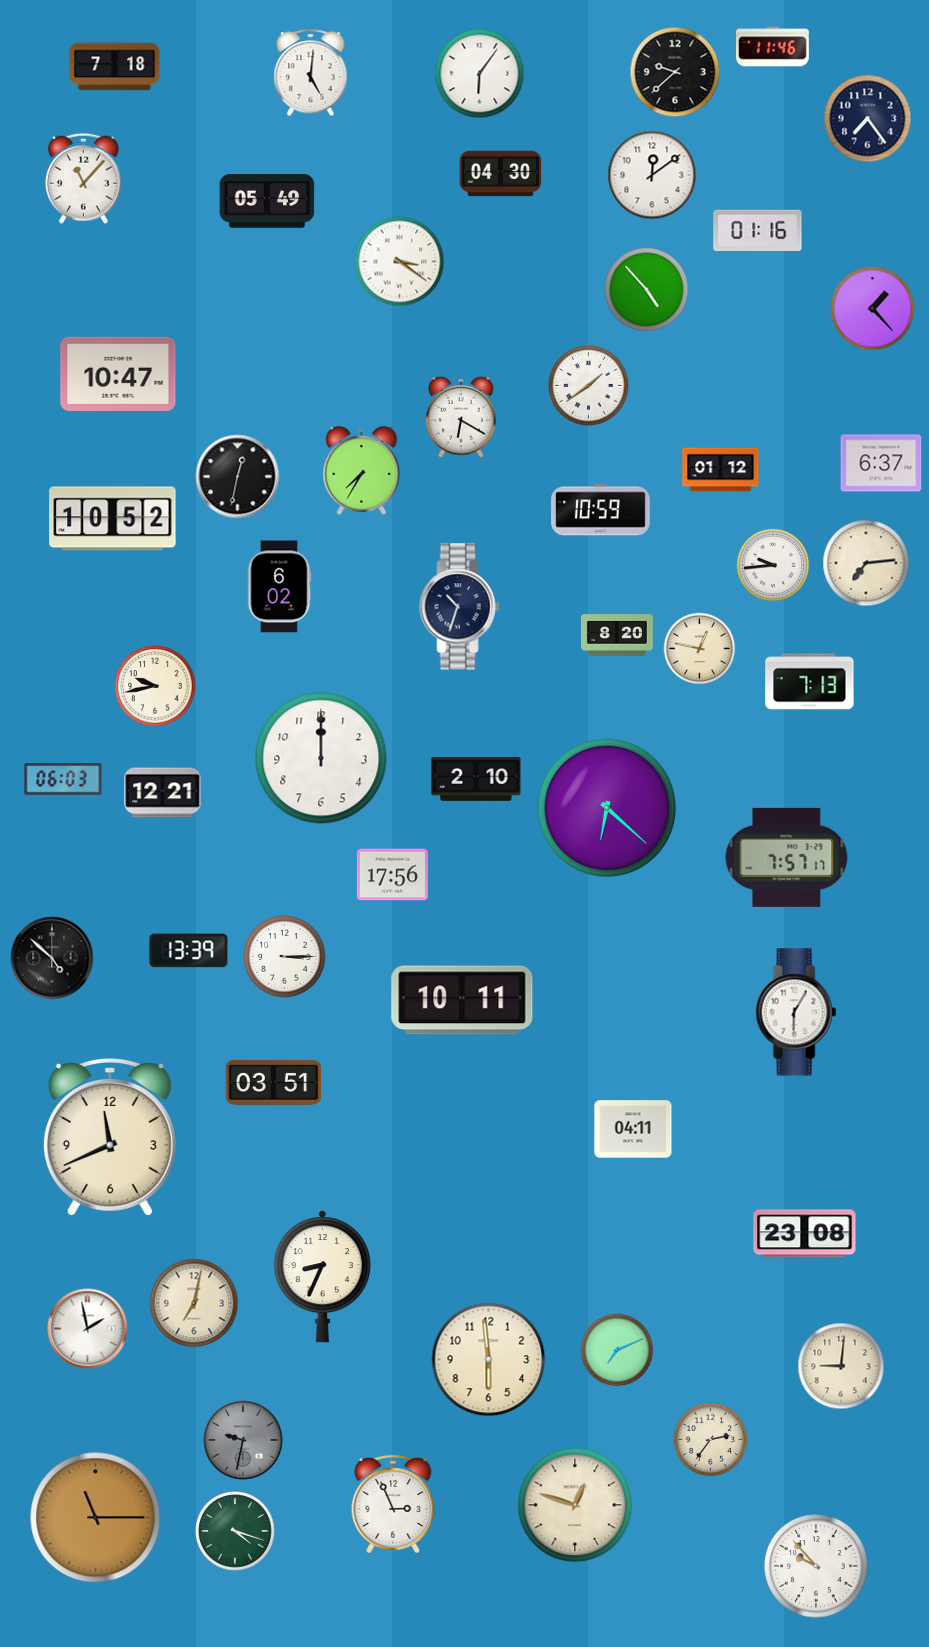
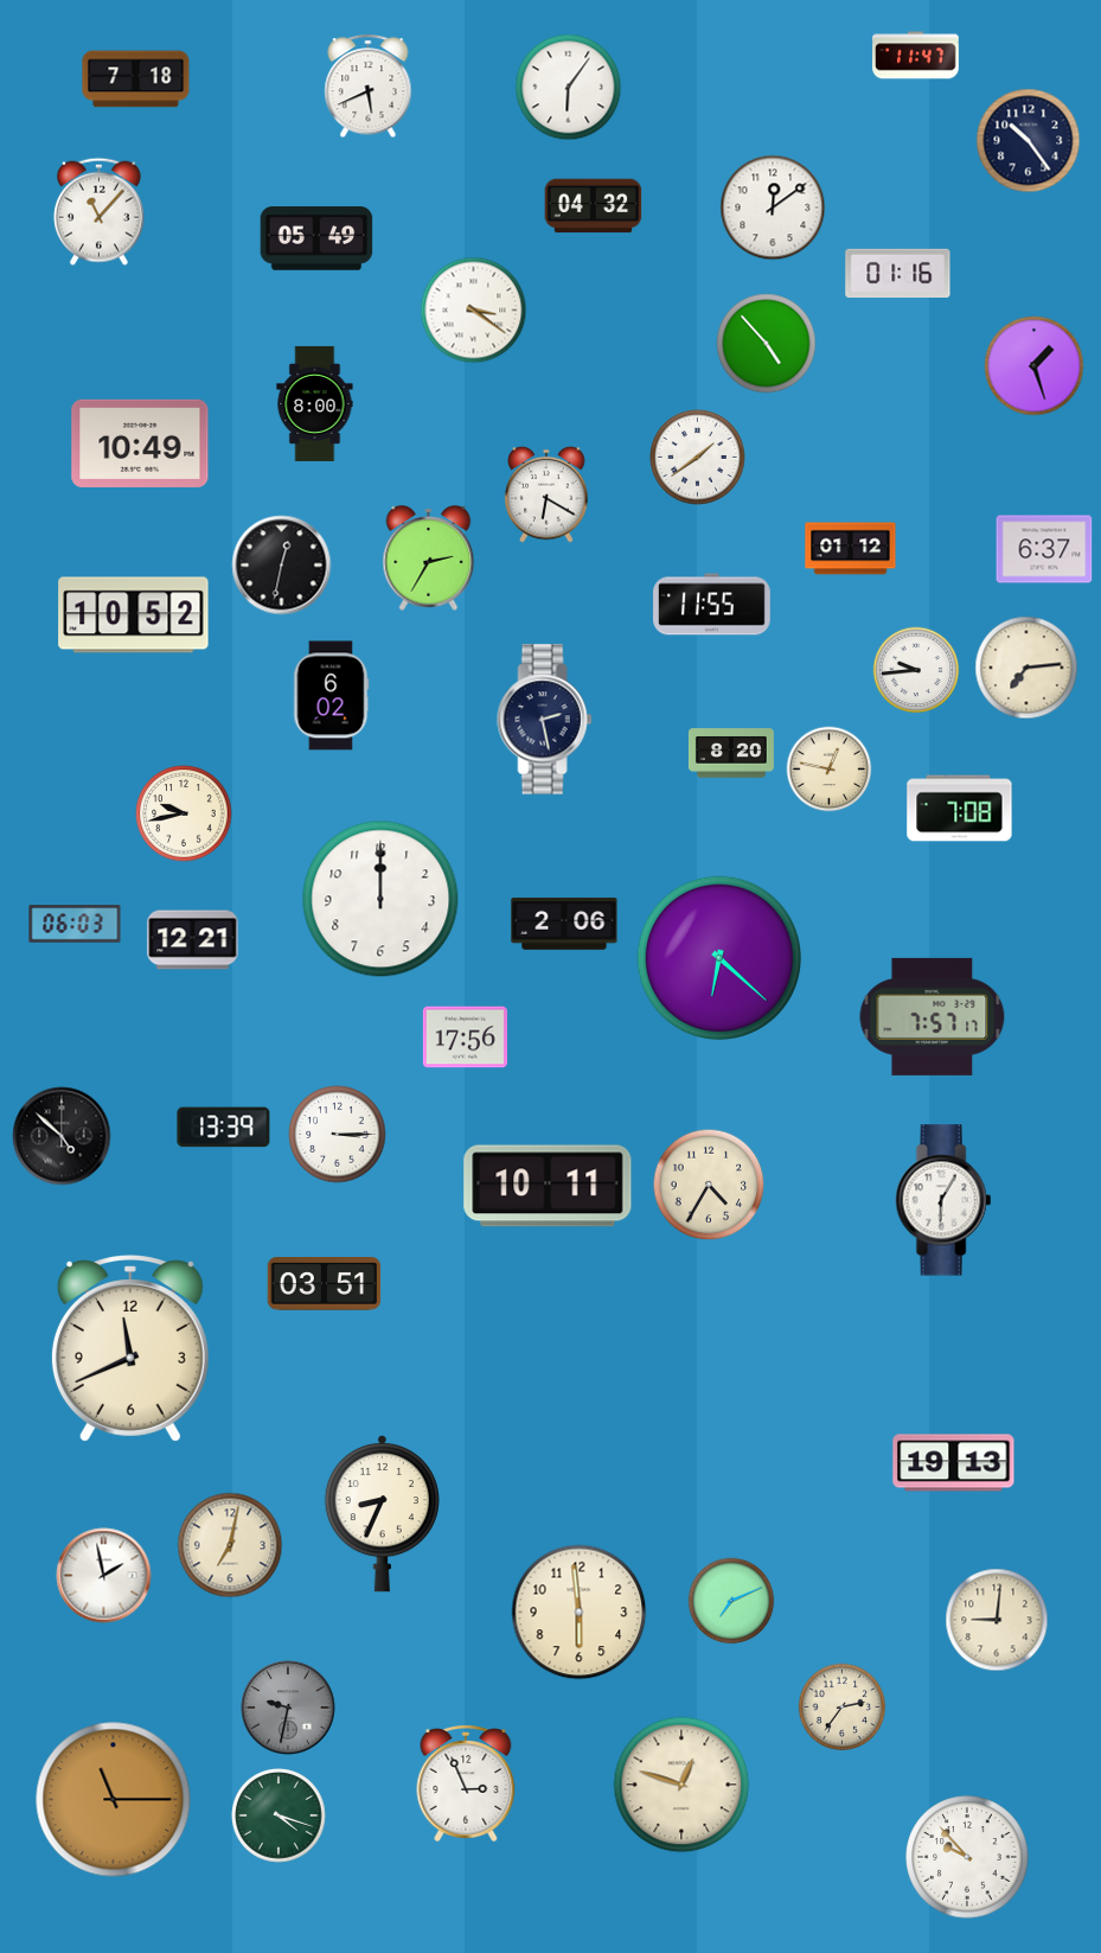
clock at (773, 47): 11:46 -> 11:47
clock at (675, 72): 9:38 -> none
clock at (311, 73): 5:01 -> 5:41
clock at (868, 119): 7:24 -> 10:24
clock at (501, 174): 04:30 -> 04:32
clock at (873, 309): 1:23 -> 1:27
clock at (315, 403): none -> 8:00
clock at (118, 374): 10:47 -> 10:49
clock at (721, 470) position: (721, 470) -> (851, 549)
clock at (362, 471): 7:35 -> 2:35
clock at (601, 510): 10:59 -> 11:55
clock at (460, 607): 10:33 -> 2:28
clock at (810, 682): 7:13 -> 7:08
clock at (476, 779): 2:10 -> 2:06
clock at (709, 1185): none -> 4:35
clock at (633, 1129): 04:11 -> none
clock at (805, 1234): 23:08 -> 19:13
